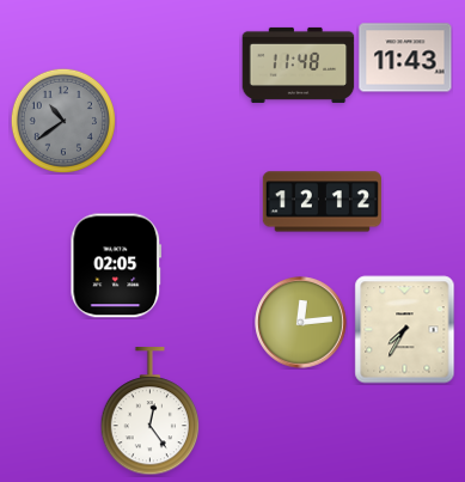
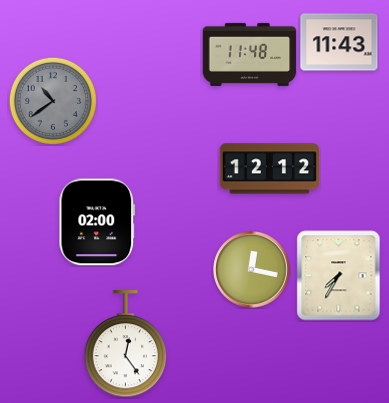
clock at (405, 57) position: (405, 57) -> (339, 42)
clock at (116, 266): 02:05 -> 02:00
clock at (301, 323): 12:14 -> 12:17
